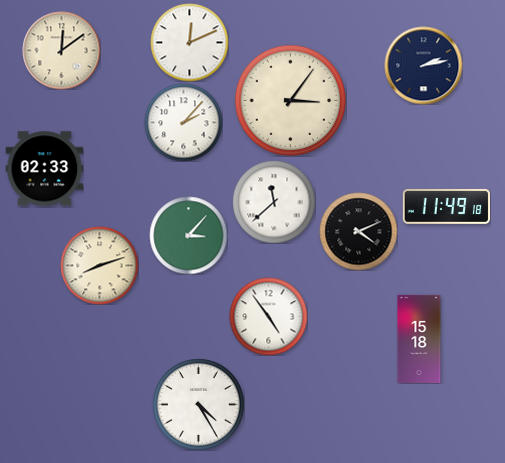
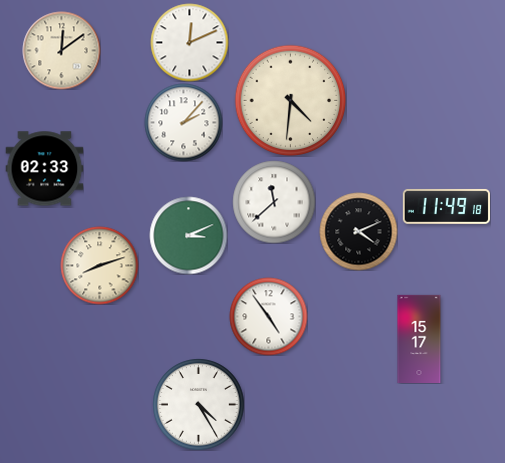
clock at (423, 65): 2:13 -> none
clock at (290, 100): 3:06 -> 4:31
clock at (188, 235): 3:07 -> 3:11
clock at (419, 339): 15:18 -> 15:17
